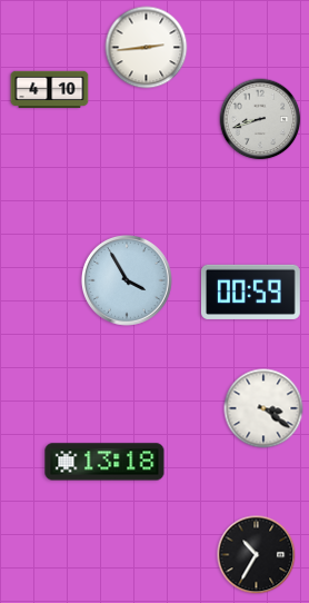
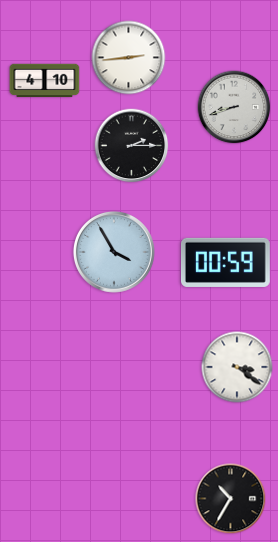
clock at (147, 48) position: (147, 48) -> (129, 58)
clock at (132, 146): none -> 2:15
clock at (104, 462): 13:18 -> none
